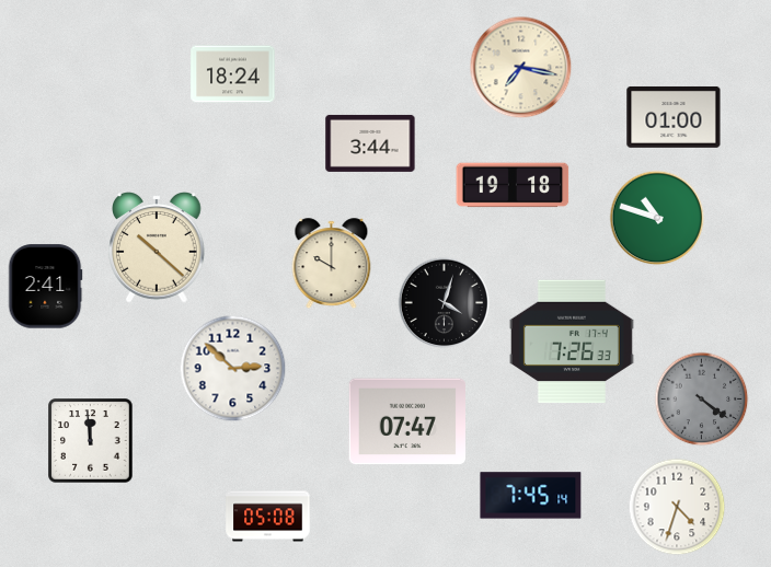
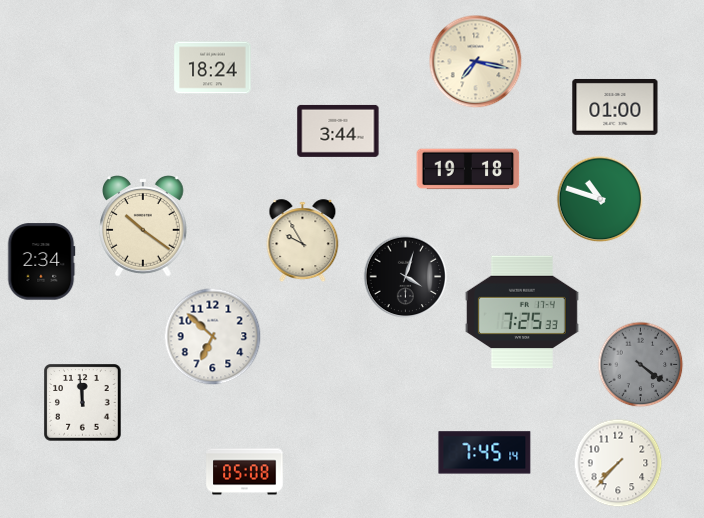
clock at (158, 247): 10:22 -> 10:21
clock at (332, 264): 10:00 -> 9:55
clock at (45, 287): 2:41 -> 2:34
clock at (572, 342): 7:26 -> 7:25
clock at (232, 368): 2:52 -> 6:52
clock at (406, 421): 07:47 -> none
clock at (677, 507): 4:33 -> 7:37
